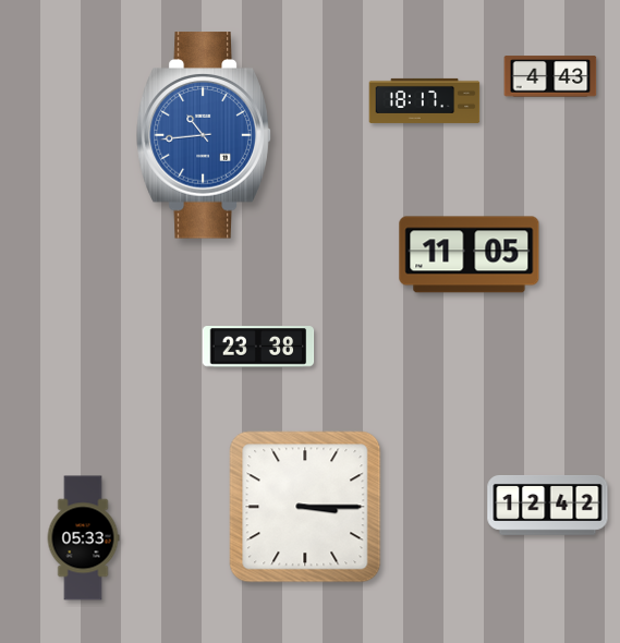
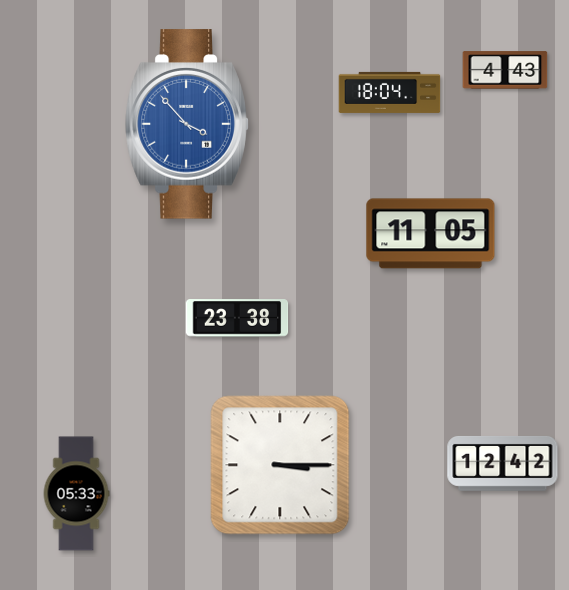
clock at (425, 100): 18:17 -> 18:04
clock at (204, 135): 10:44 -> 3:53
